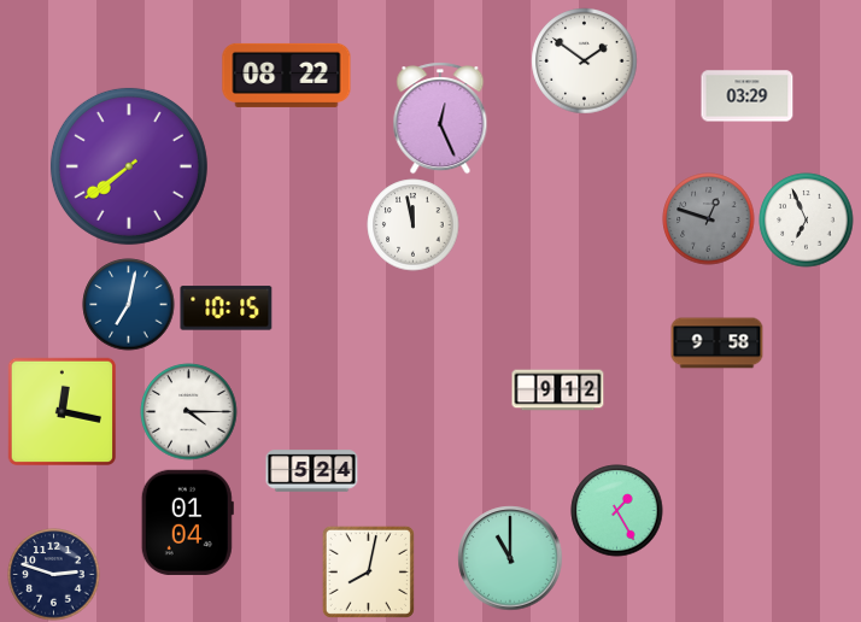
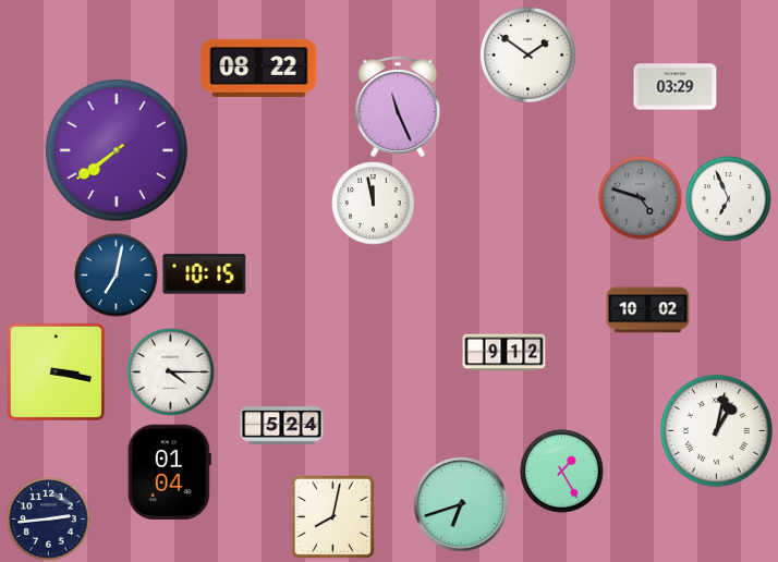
clock at (440, 118): 12:26 -> 11:26
clock at (709, 219): 12:48 -> 4:48
clock at (227, 309) position: (227, 309) -> (205, 274)
clock at (717, 344): 9:58 -> 10:02
clock at (63, 412): 12:17 -> 3:17
clock at (717, 431): none -> 1:02
clock at (617, 511) position: (617, 511) -> (562, 472)
clock at (510, 558): 11:00 -> 6:42
clock at (54, 575): 2:48 -> 2:44
